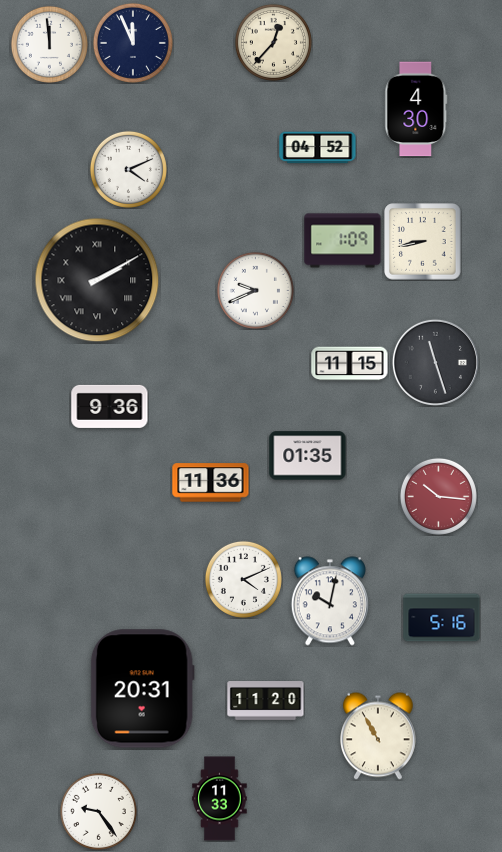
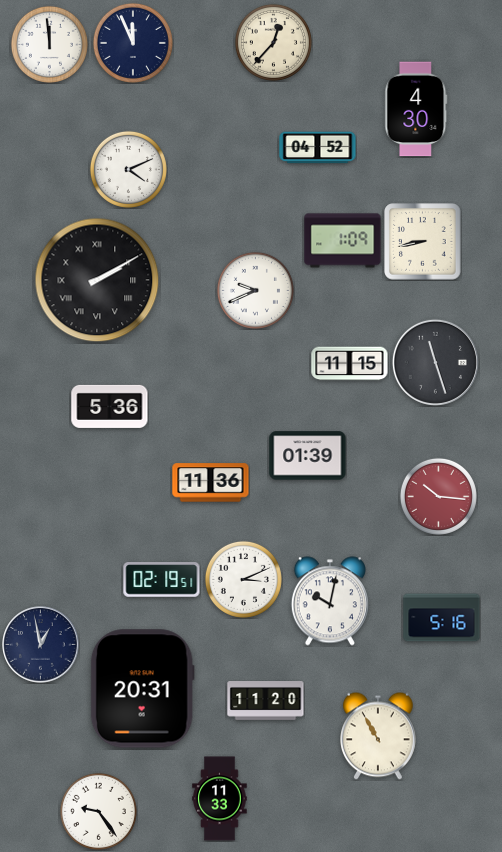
clock at (110, 406): 9:36 -> 5:36
clock at (308, 456): 01:35 -> 01:39
clock at (243, 579): 4:11 -> 3:11
clock at (162, 580): none -> 02:19
clock at (41, 645): none -> 12:58
